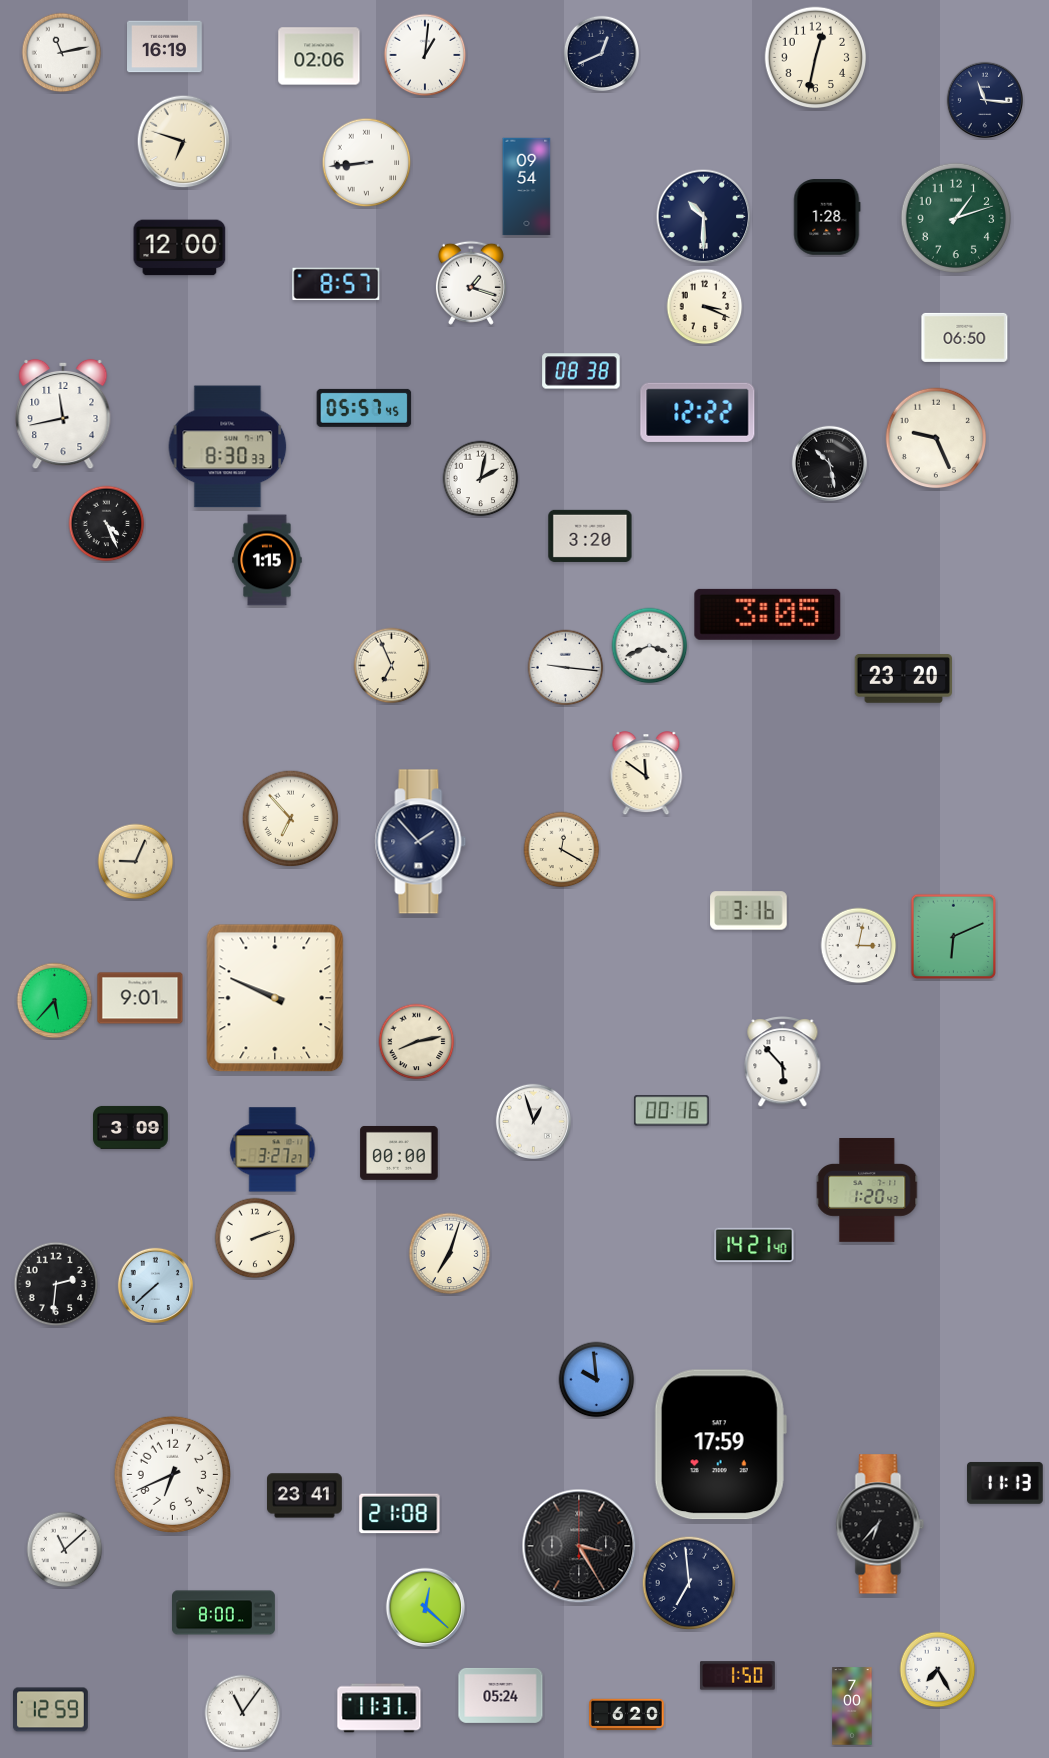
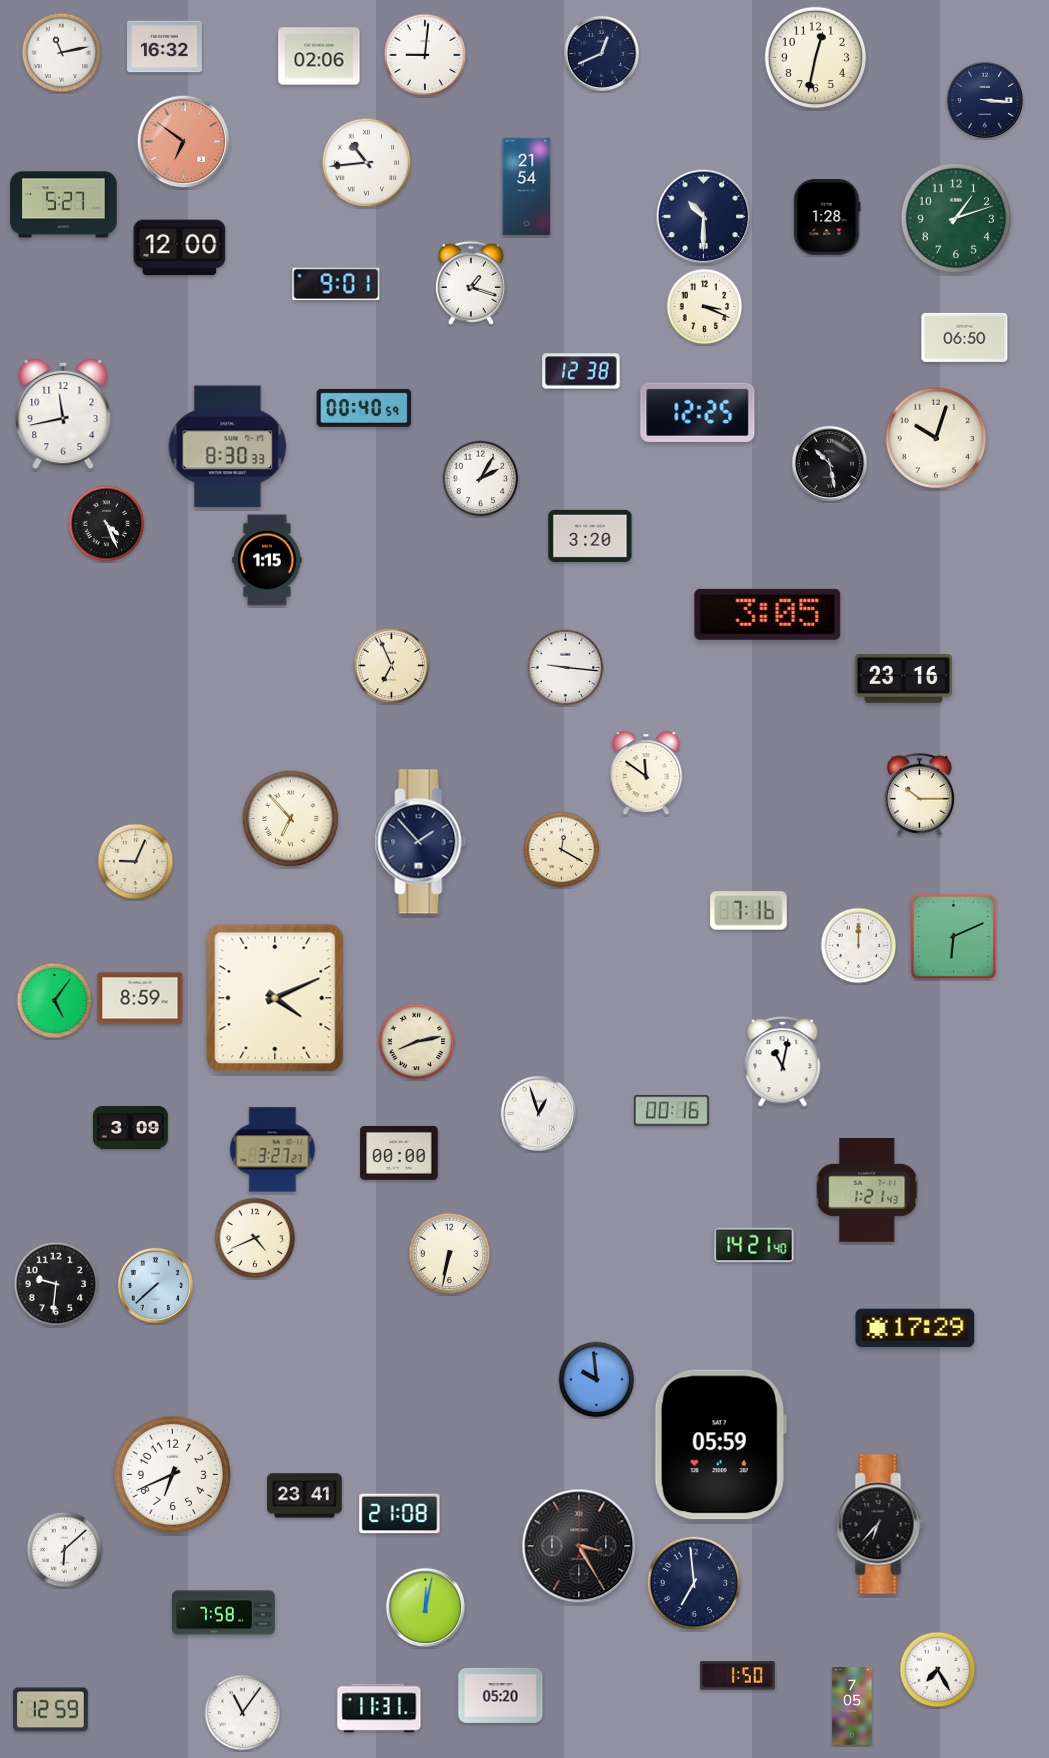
clock at (165, 47): 16:19 -> 16:32
clock at (425, 55): 1:01 -> 9:01
clock at (984, 99): 11:16 -> 3:16
clock at (184, 142): 6:48 -> 6:51
clock at (184, 142) dial: cream -> salmon
clock at (367, 163): 8:44 -> 10:44
clock at (527, 187): 09:54 -> 21:54
clock at (64, 205): none -> 5:27
clock at (336, 284): 8:57 -> 9:01
clock at (581, 371): 08:38 -> 12:38
clock at (364, 408): 05:57 -> 00:40
clock at (698, 412): 12:22 -> 12:25
clock at (936, 438): 9:26 -> 10:03
clock at (481, 479): 2:02 -> 2:05
clock at (650, 646): 3:41 -> none
clock at (903, 679): 23:20 -> 23:16
clock at (919, 794): none -> 10:15
clock at (749, 911): 3:16 -> 7:16
clock at (859, 946): 3:02 -> 12:00
clock at (140, 998): 9:01 -> 8:59
clock at (275, 998): 9:49 -> 4:11
clock at (55, 1001): 5:37 -> 5:06
clock at (783, 1062): 5:53 -> 11:02
clock at (533, 1121) position: (533, 1121) -> (538, 1113)
clock at (868, 1191): 1:20 -> 1:21
clock at (255, 1238): 2:12 -> 4:41
clock at (450, 1254): 7:03 -> 6:32
clock at (56, 1284): 2:31 -> 9:31
clock at (915, 1328): none -> 17:29
clock at (720, 1445): 17:59 -> 05:59
clock at (1006, 1483): 11:13 -> none
clock at (65, 1550): 11:08 -> 6:08
clock at (689, 1583) position: (689, 1583) -> (694, 1583)
clock at (426, 1608): 12:22 -> 12:02
clock at (224, 1613): 8:00 -> 7:58
clock at (501, 1695): 05:24 -> 05:20
clock at (852, 1706): 7:00 -> 7:05
clock at (627, 1715): 6:20 -> none
